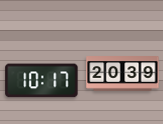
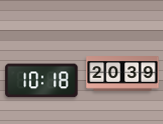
clock at (42, 81): 10:17 -> 10:18
